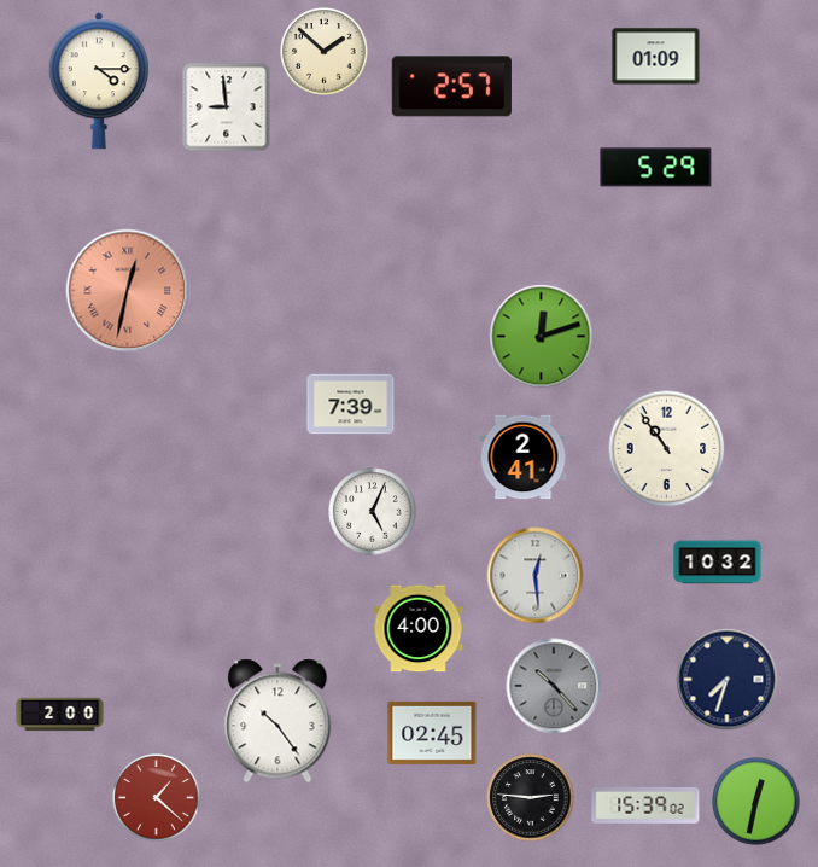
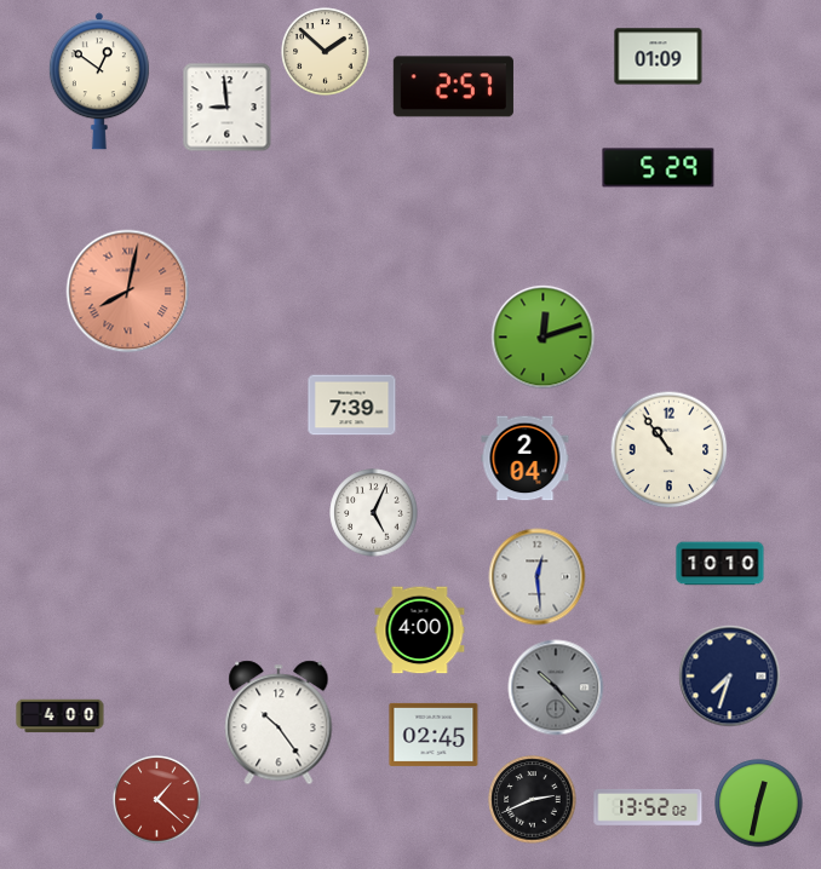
clock at (99, 81): 4:15 -> 12:51
clock at (128, 291): 12:32 -> 8:02
clock at (524, 458): 2:41 -> 2:04
clock at (718, 563): 10:32 -> 10:10
clock at (728, 680) position: (728, 680) -> (730, 677)
clock at (60, 715): 2:00 -> 4:00
clock at (531, 798): 2:46 -> 2:41
clock at (645, 805): 15:39 -> 13:52
